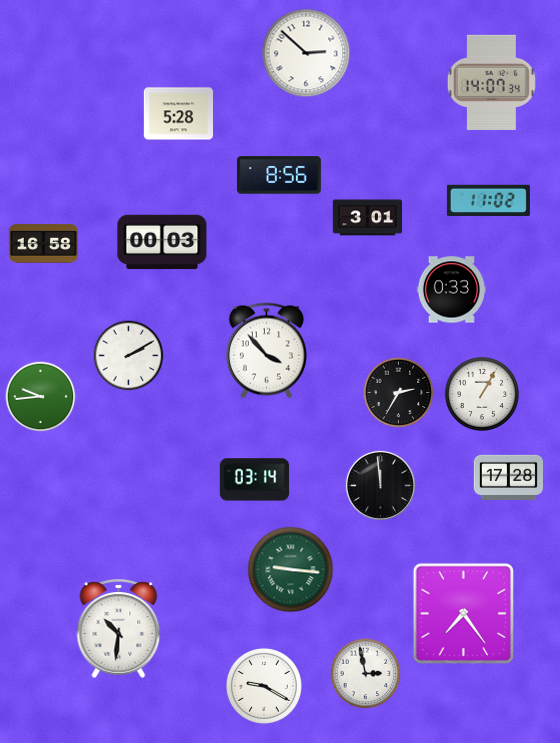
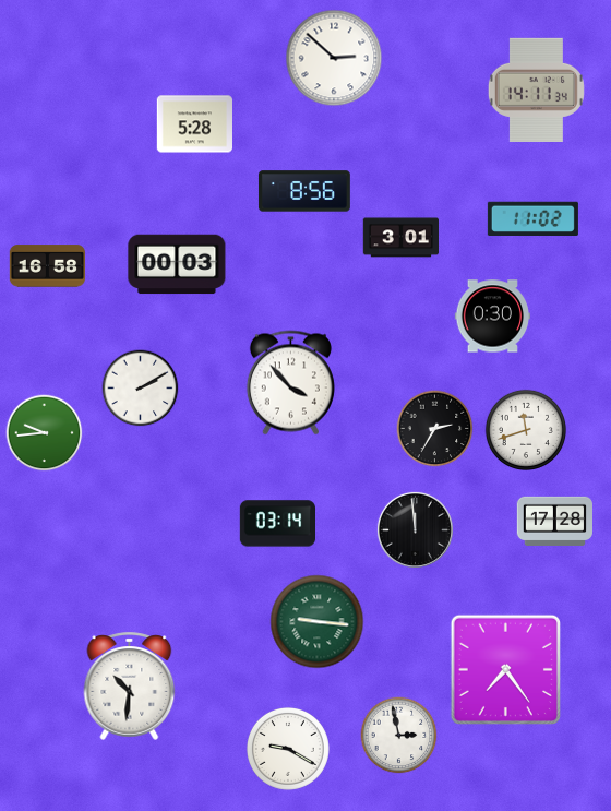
clock at (491, 82): 14:07 -> 14:11
clock at (451, 290): 0:33 -> 0:30
clock at (482, 394): 1:05 -> 11:42
